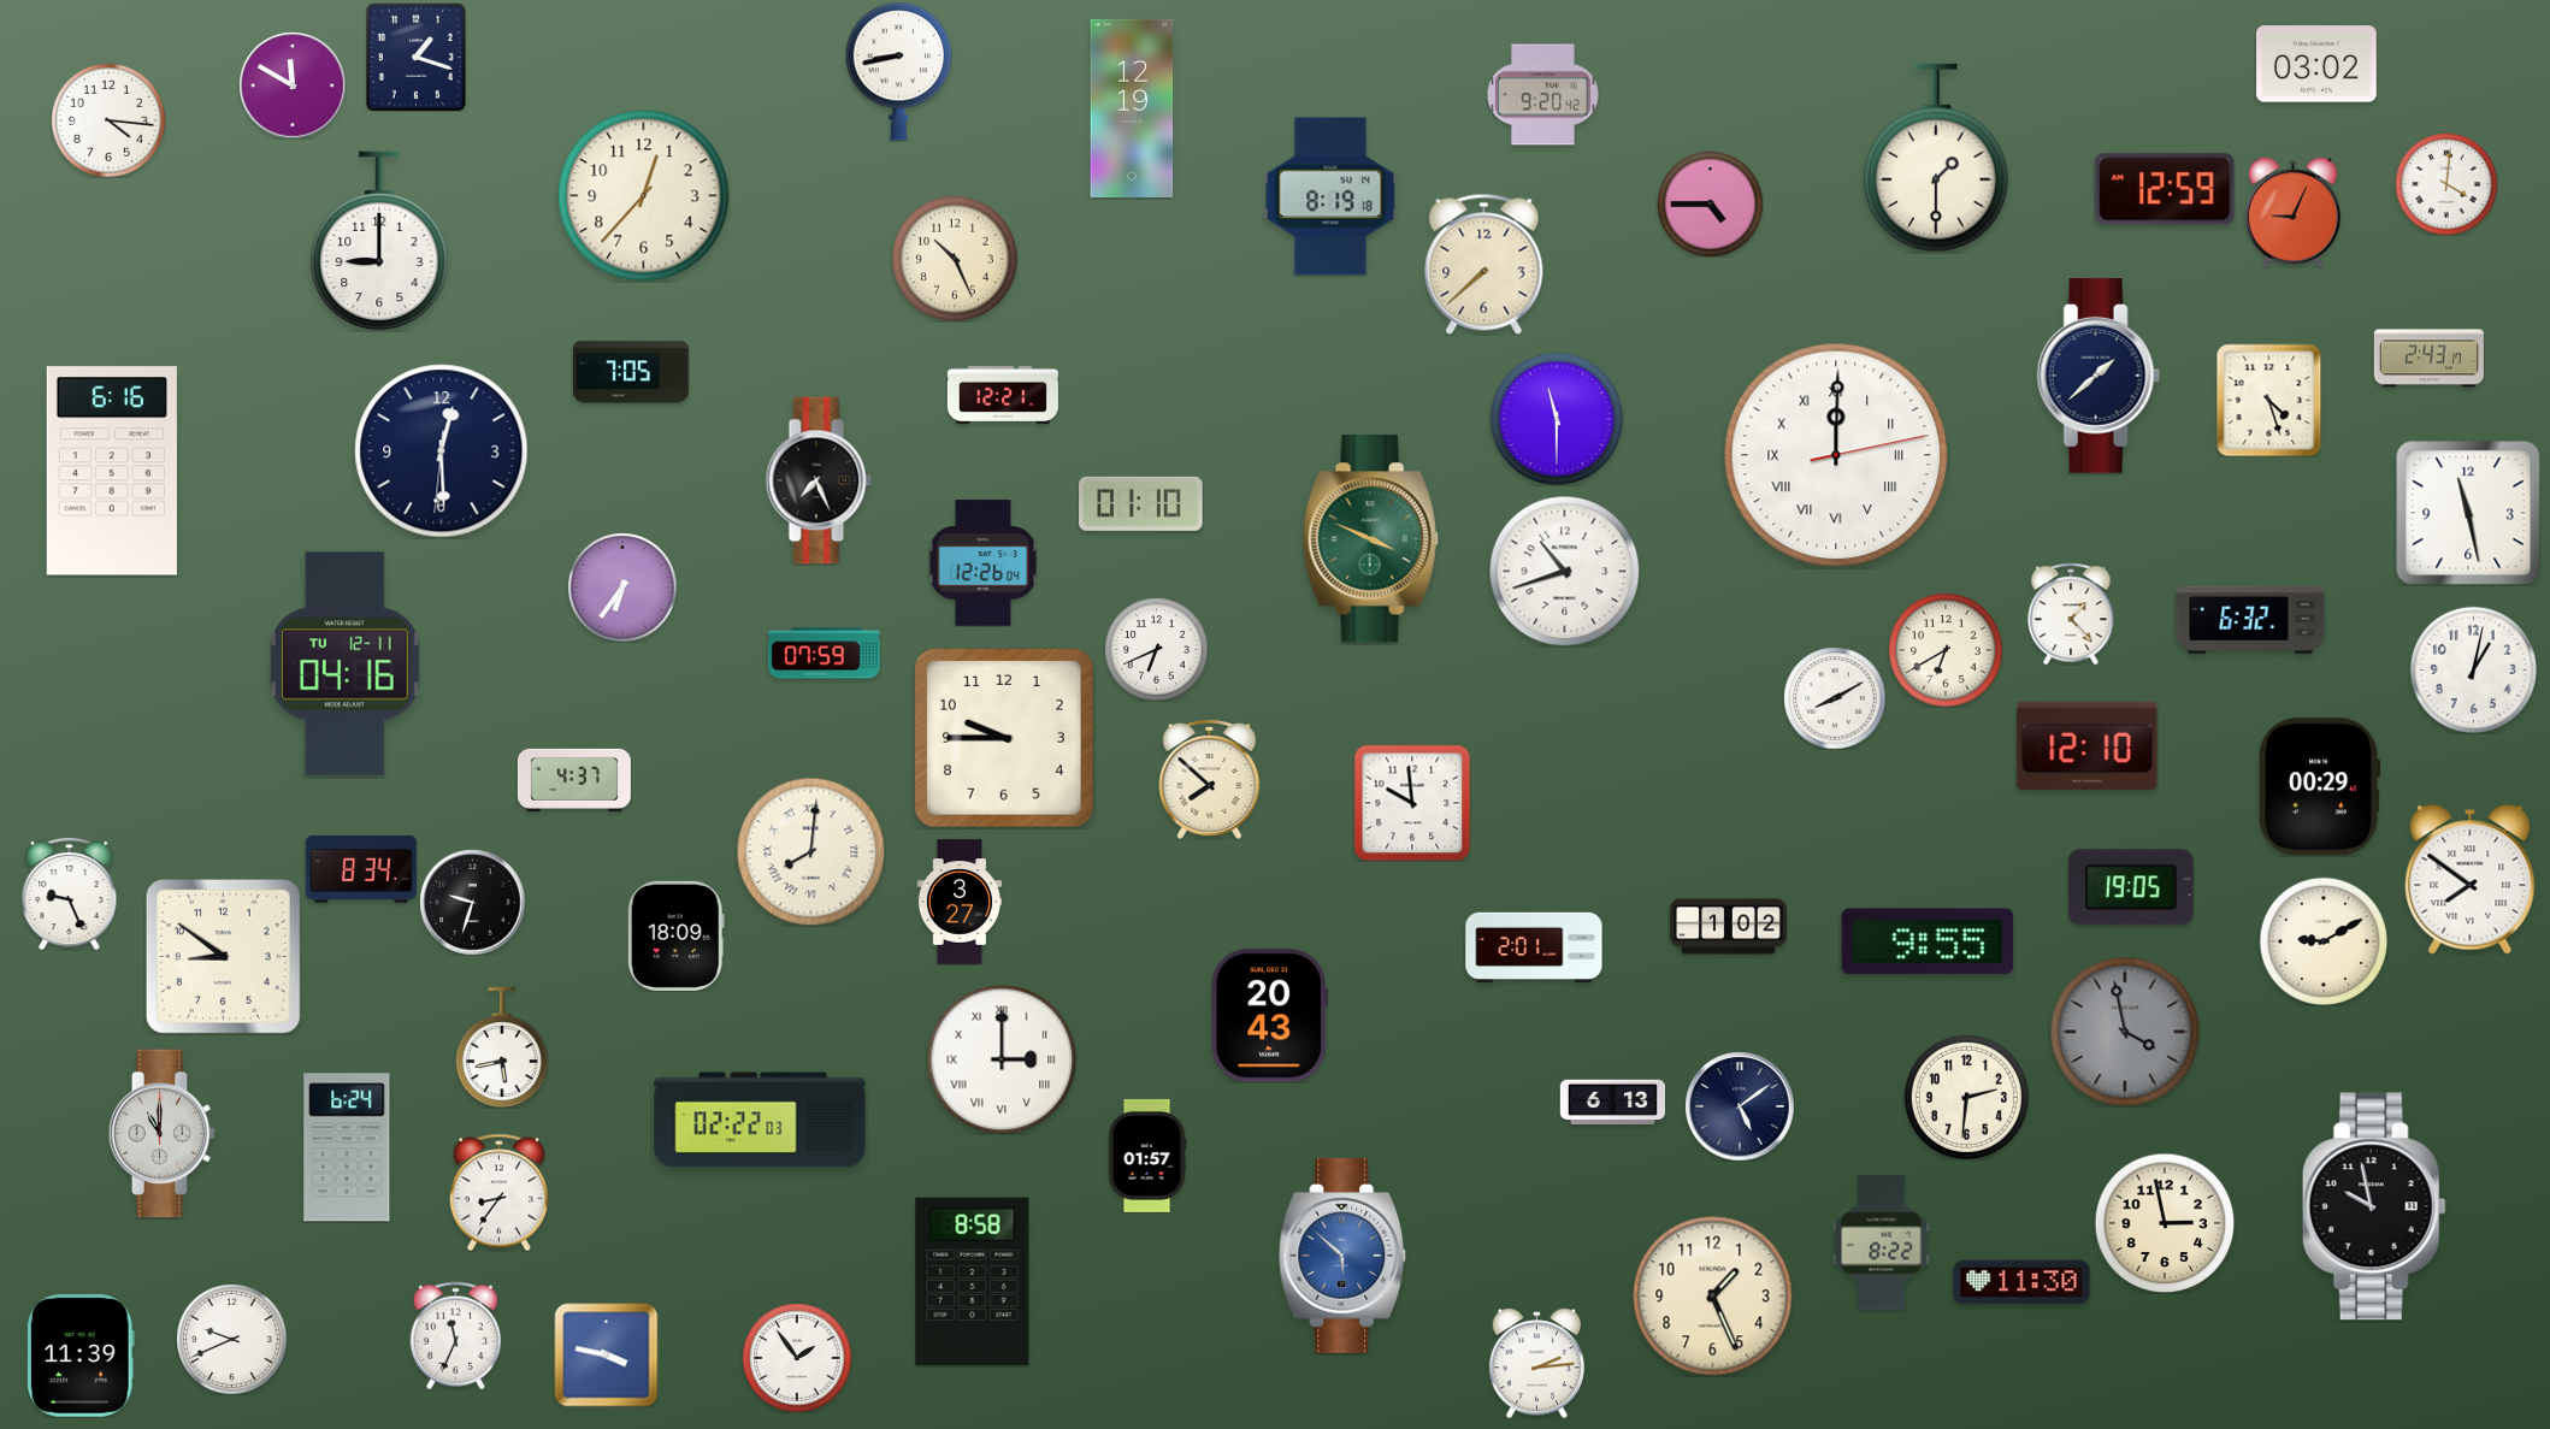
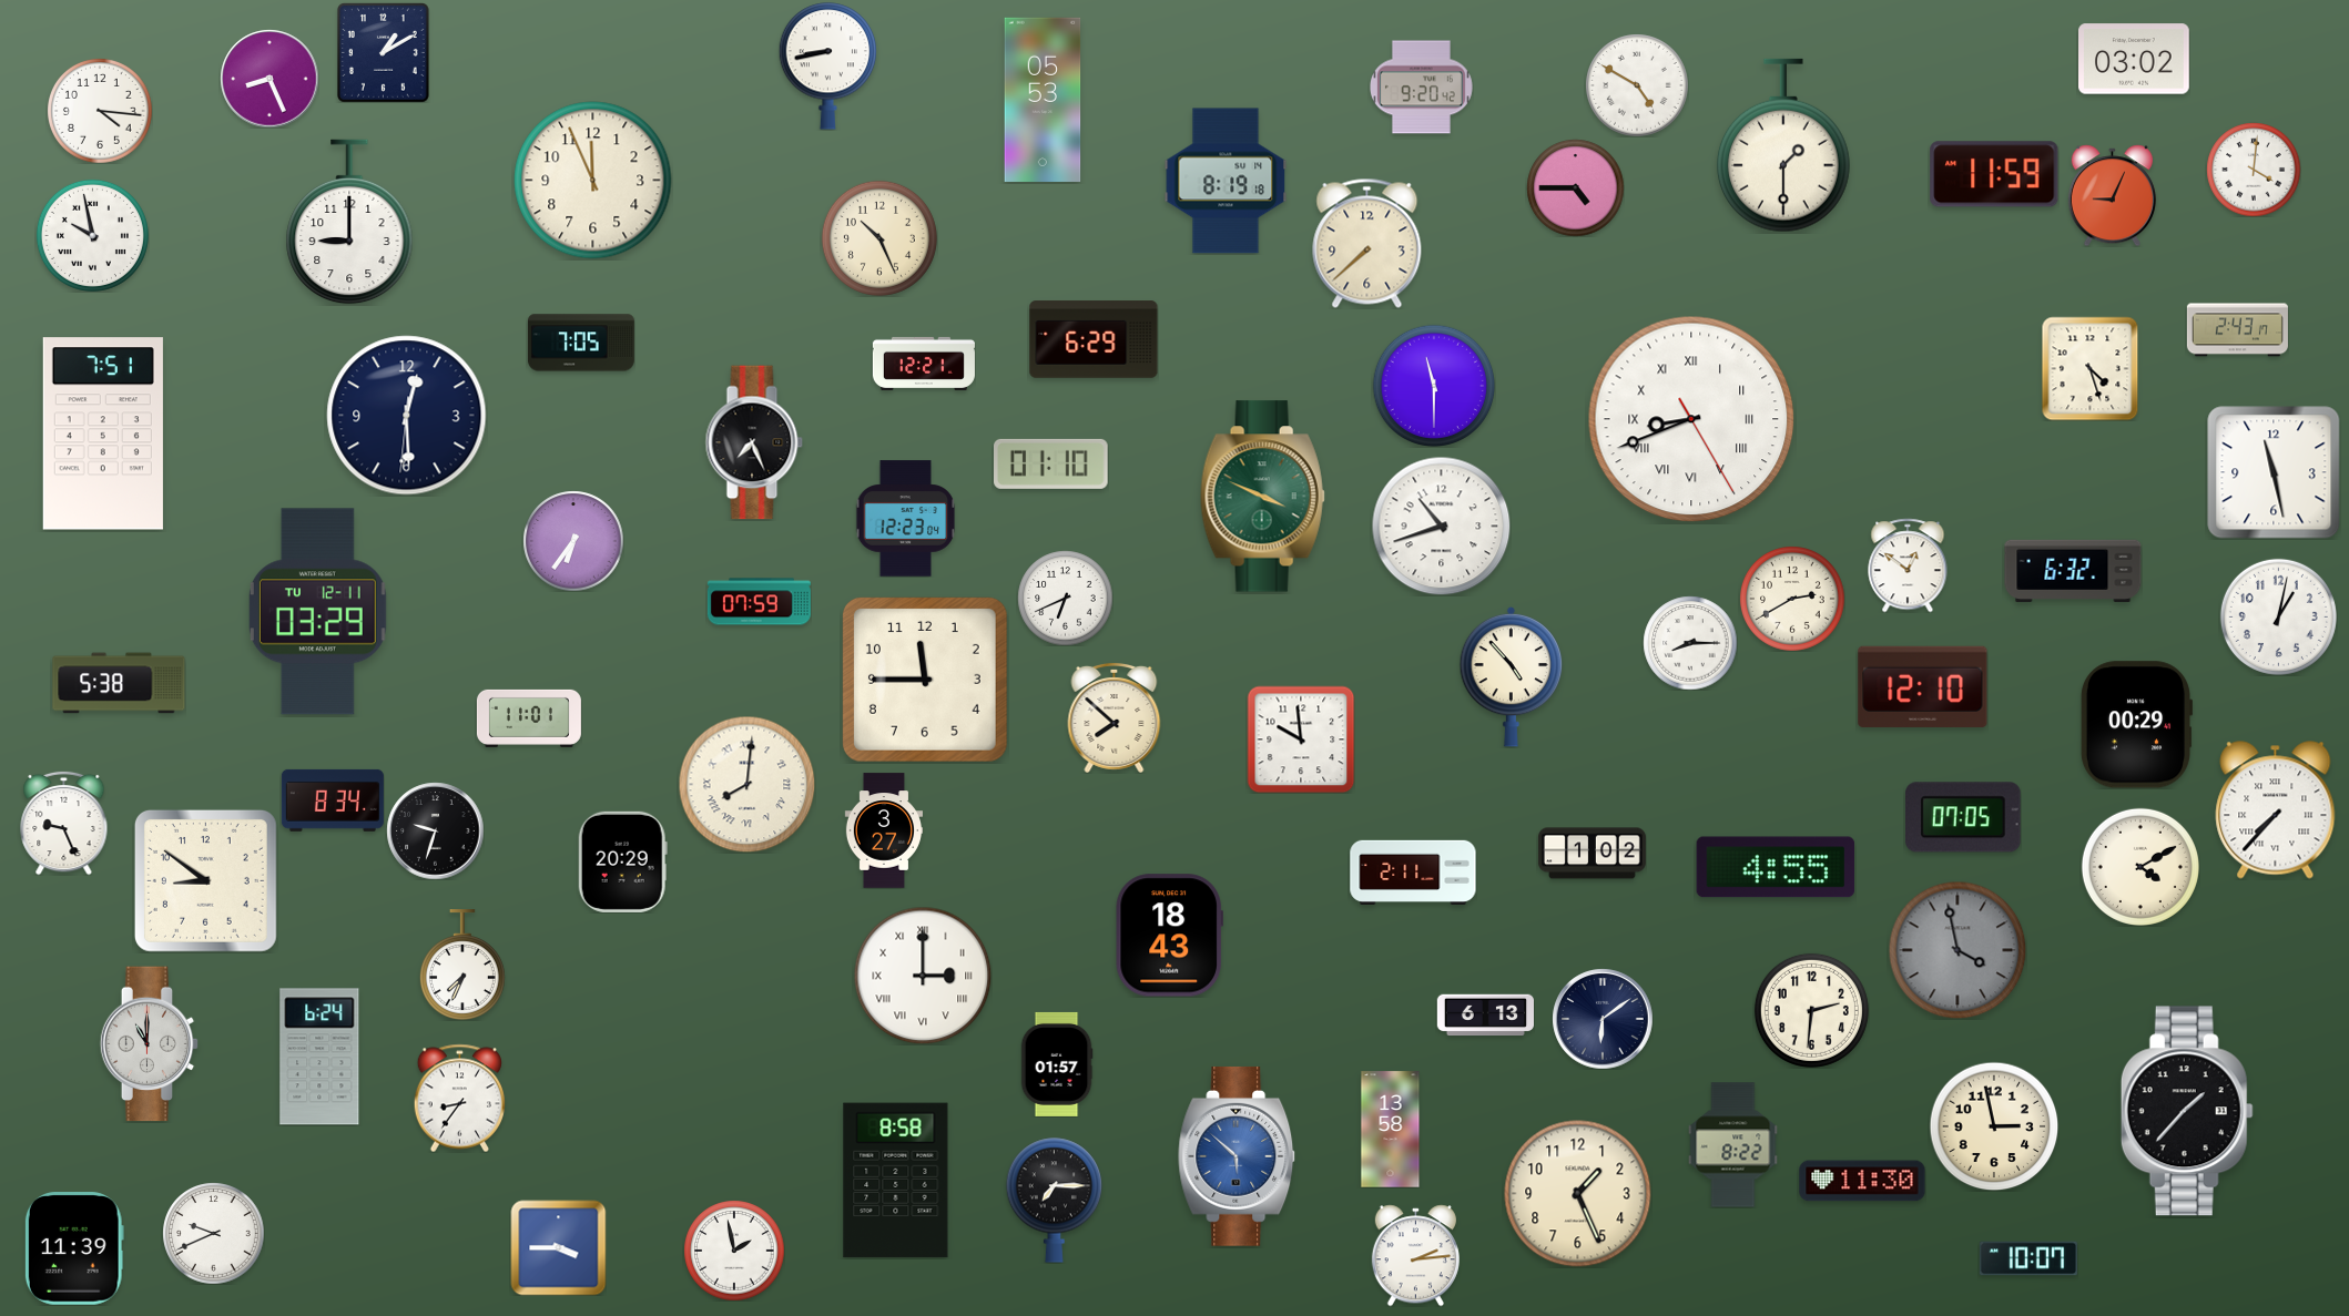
clock at (417, 58): 1:18 -> 1:10
clock at (293, 85): 11:50 -> 8:26
clock at (1637, 85): none -> 4:50
clock at (1132, 108): 12:19 -> 05:53
clock at (2165, 189): 12:59 -> 11:59
clock at (644, 196): 12:37 -> 11:56
clock at (92, 235): none -> 9:58
clock at (1094, 339): none -> 6:29
clock at (2099, 376): 1:38 -> none
clock at (1836, 455): 12:00 -> 8:41
clock at (112, 471): 6:16 -> 7:51
clock at (984, 563): 12:26 -> 12:23
clock at (2071, 614): 1:23 -> 12:51
clock at (1946, 650): 6:40 -> 2:40
clock at (344, 665): 04:16 -> 03:29
clock at (1835, 698): 8:10 -> 8:15
clock at (1512, 676): none -> 4:53
clock at (1004, 738): 9:45 -> 11:45
clock at (119, 683): none -> 5:38
clock at (574, 780): 4:37 -> 11:01
clock at (2471, 880): 7:51 -> 7:37
clock at (2132, 887): 19:05 -> 07:05
clock at (675, 935): 18:09 -> 20:29
clock at (1928, 941): 9:55 -> 4:55
clock at (2324, 941): 9:10 -> 4:10
clock at (1534, 946): 2:01 -> 2:11
clock at (1269, 1016): 20:43 -> 18:43
clock at (502, 1047): 5:43 -> 7:34
clock at (1740, 1106): 5:09 -> 6:09
clock at (760, 1120): 02:22 -> none
clock at (2374, 1206): 9:58 -> 1:37
clock at (1391, 1130): none -> 13:58
clock at (1054, 1200): none -> 7:15
clock at (456, 1335): 11:34 -> none
clock at (606, 1354): 3:47 -> 3:45
clock at (797, 1358): 1:54 -> 1:58
clock at (2028, 1258): none -> 10:07
